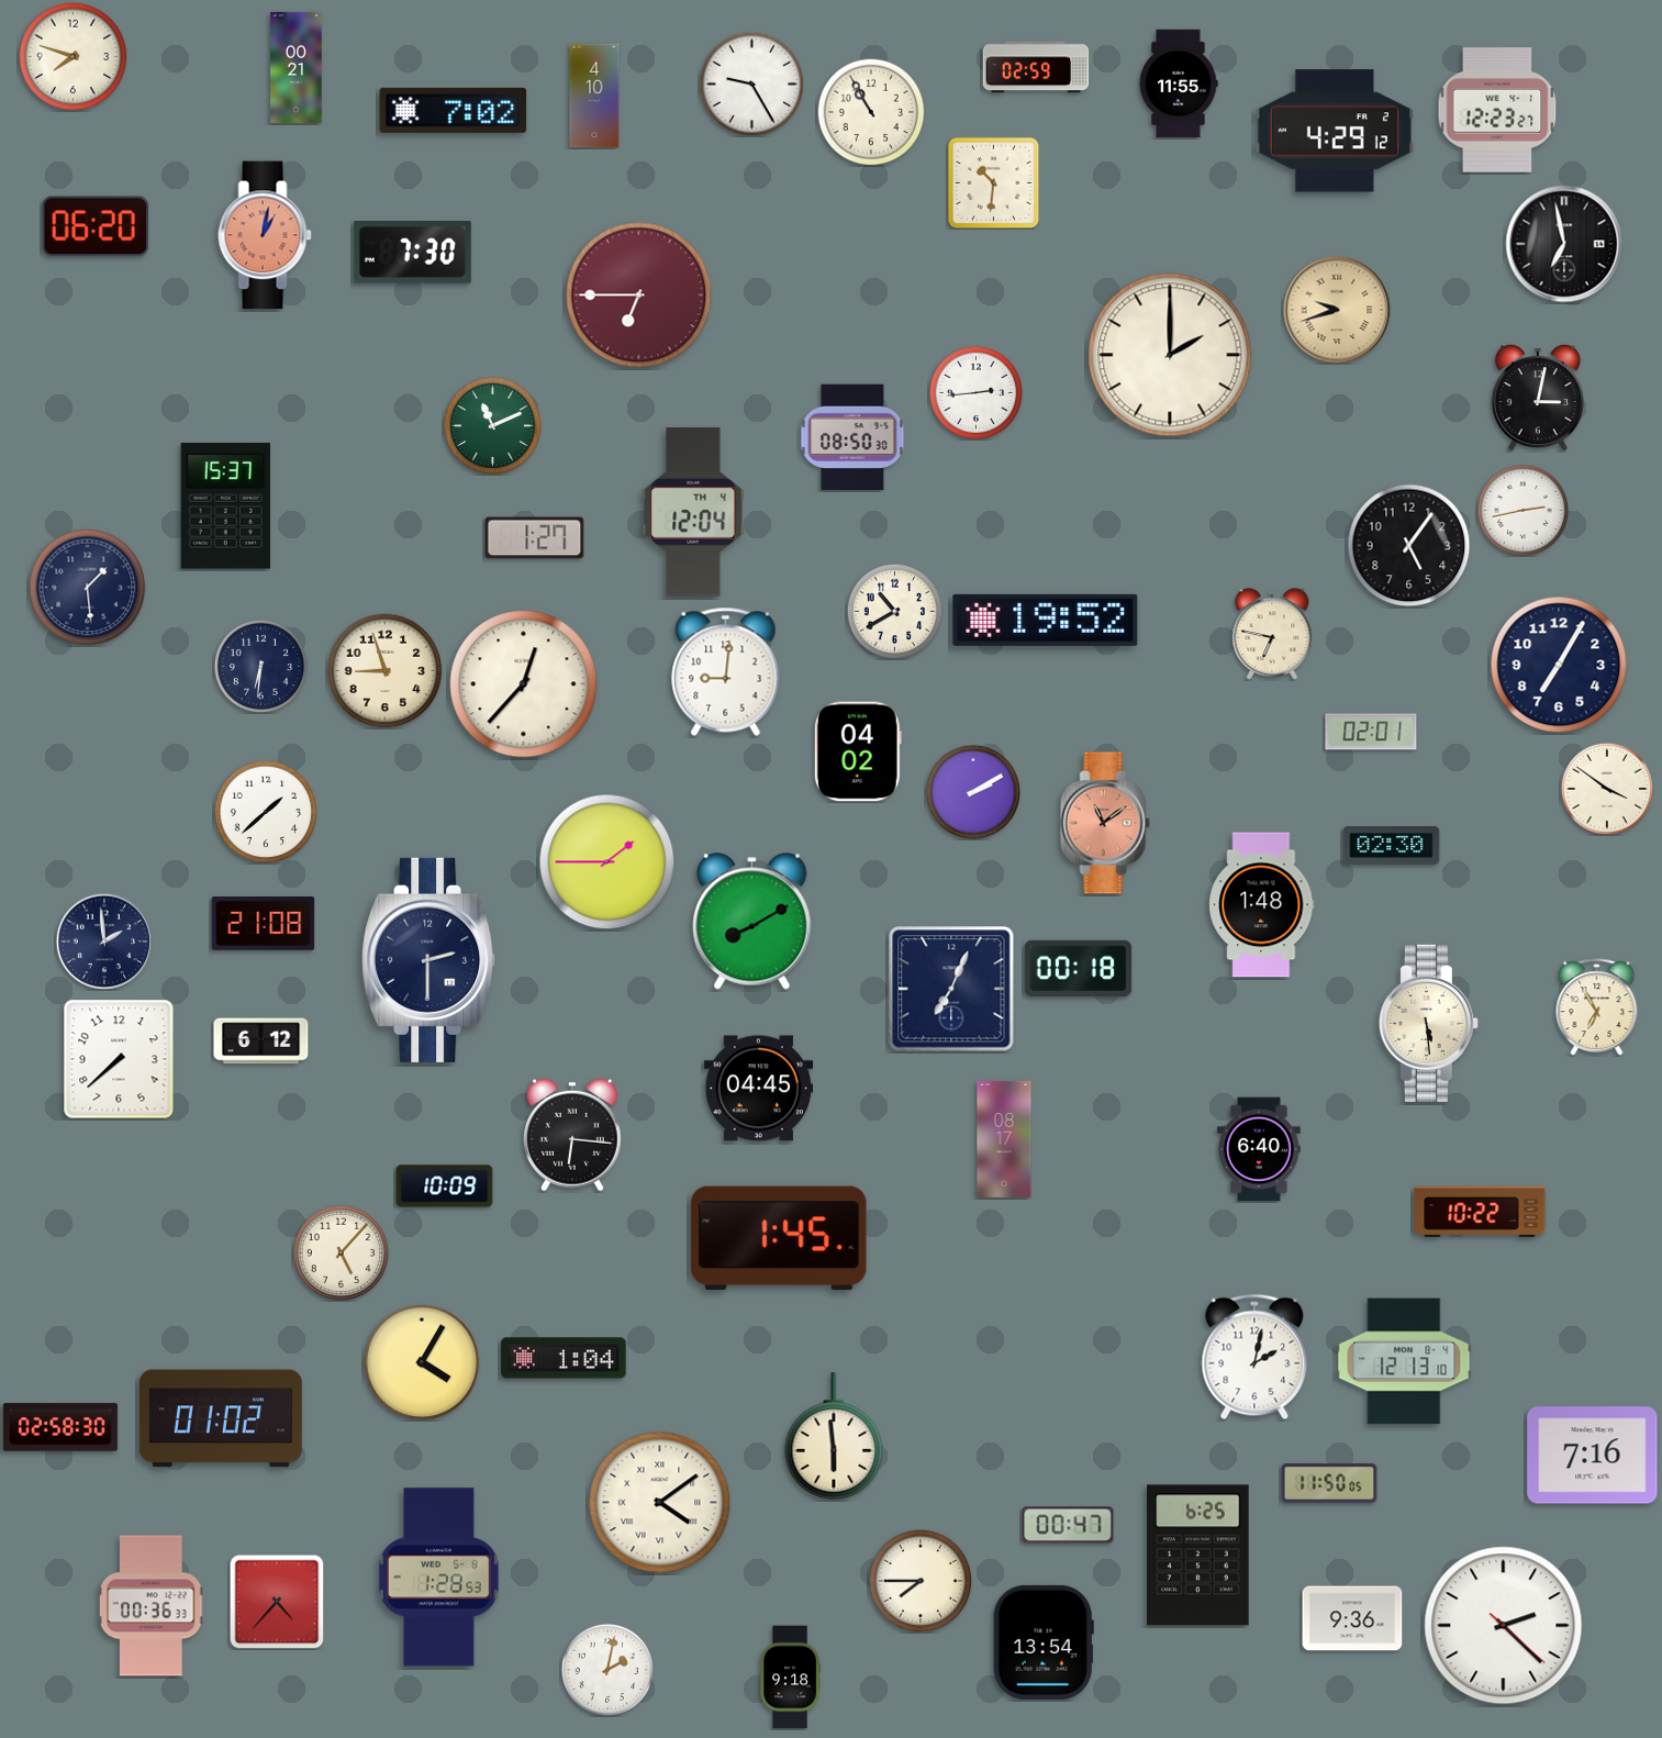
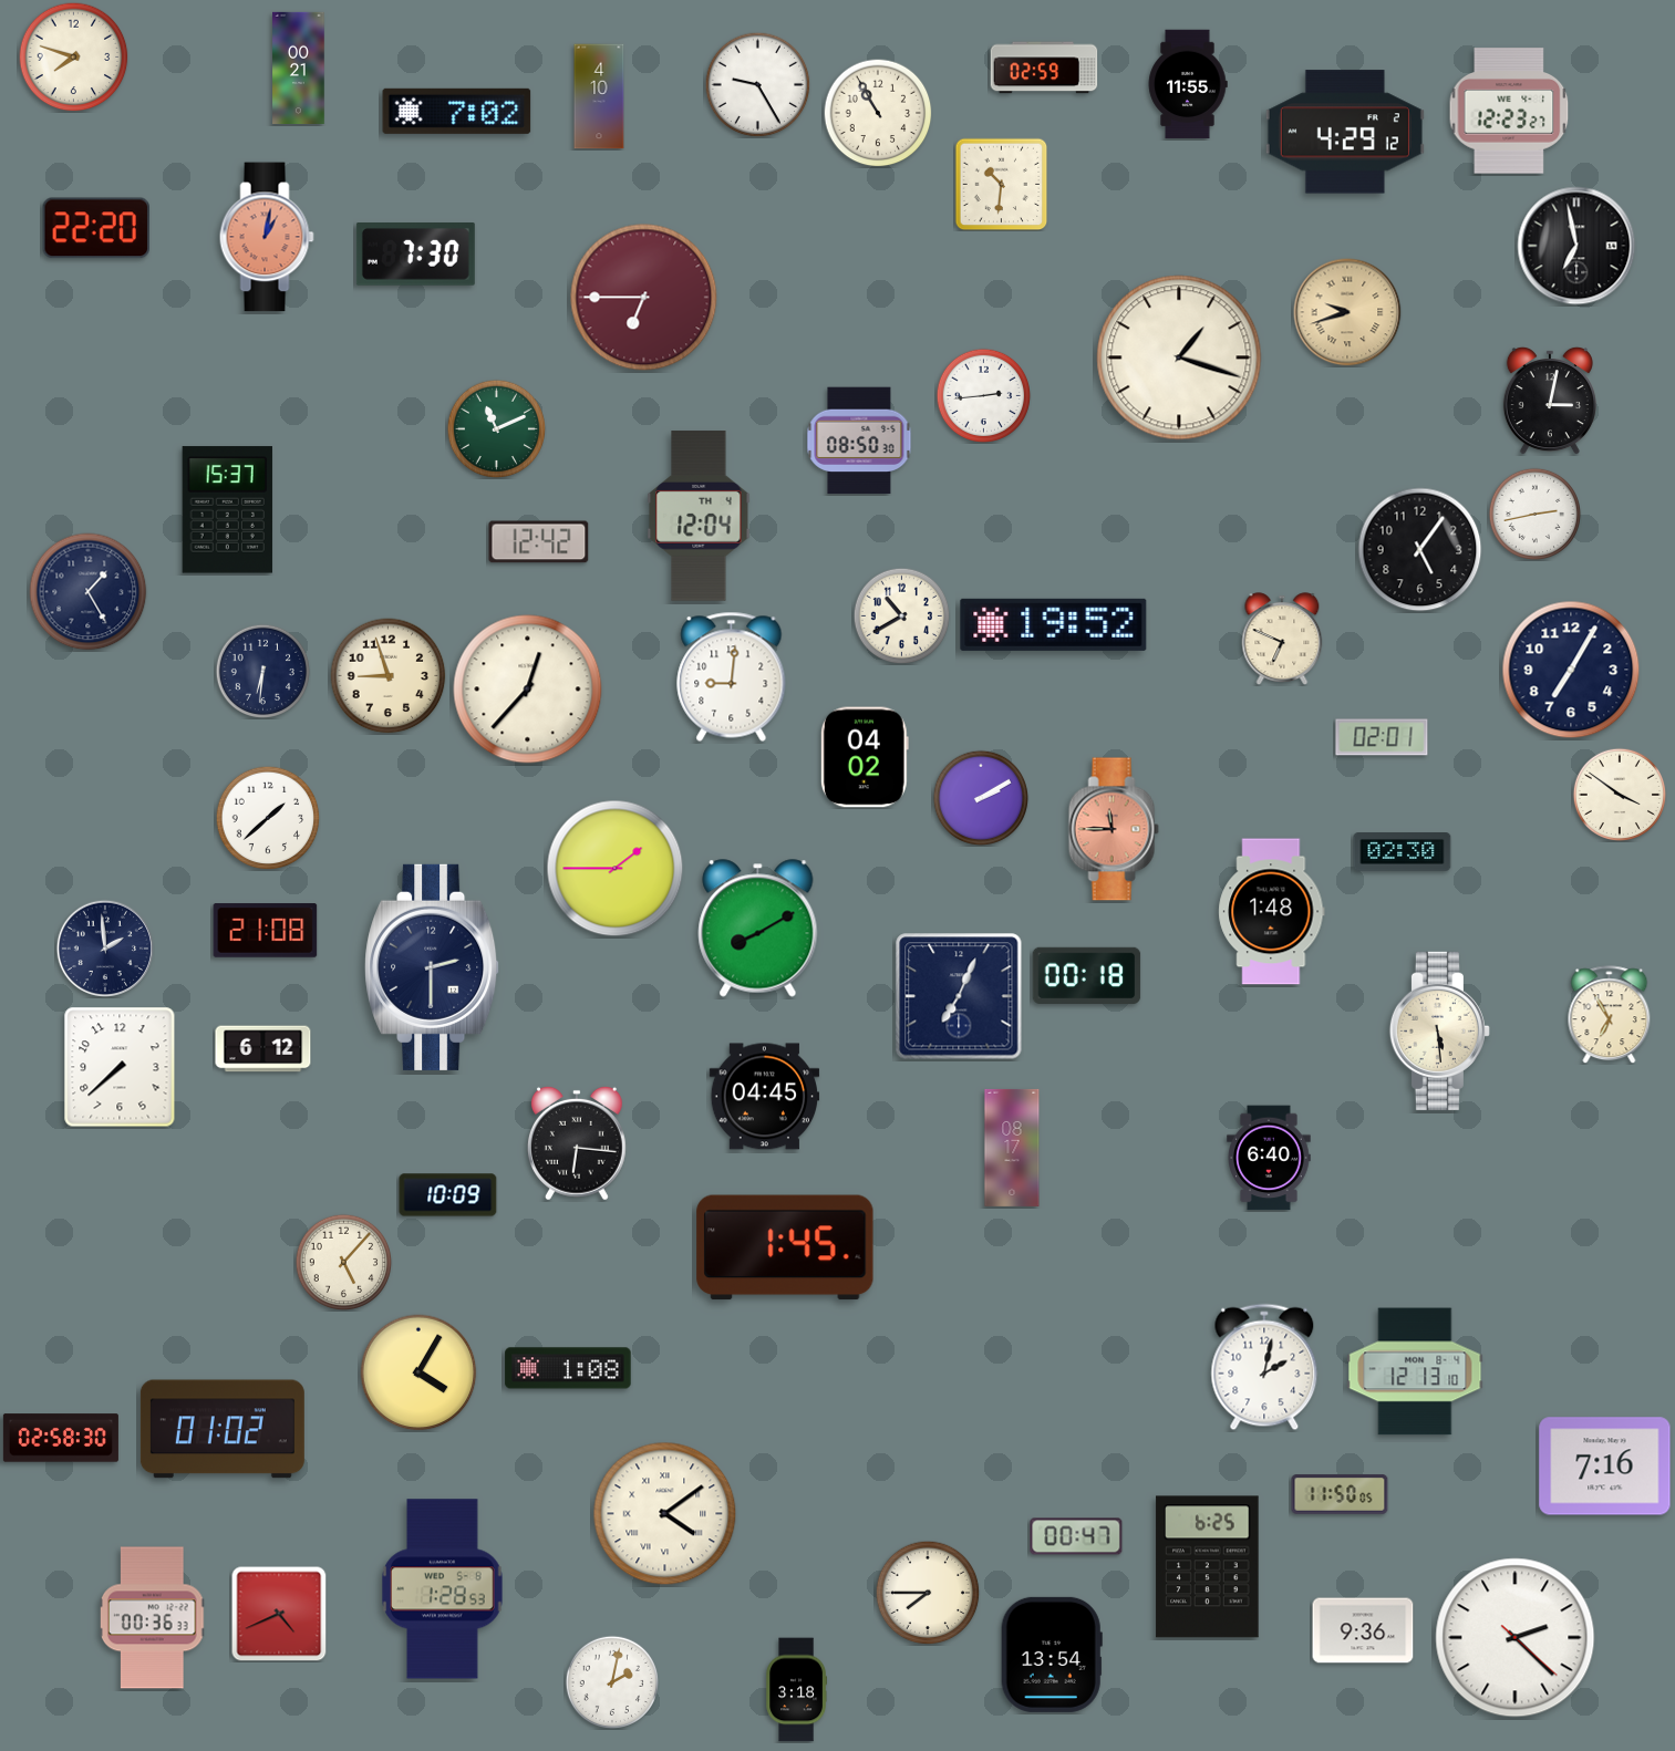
clock at (94, 226): 06:20 -> 22:20
clock at (1170, 355): 2:00 -> 1:18
clock at (535, 538): 1:27 -> 12:42
clock at (88, 588): 1:29 -> 1:25
clock at (1272, 634): 6:47 -> 6:49
clock at (1105, 823): 11:09 -> 11:45
clock at (607, 862) position: (607, 862) -> (616, 869)
clock at (1480, 1212): 10:22 -> none
clock at (564, 1358): 1:04 -> 1:08
clock at (422, 1362) position: (422, 1362) -> (418, 1372)
clock at (834, 1436): 5:59 -> none
clock at (277, 1602): 4:37 -> 4:41
clock at (790, 1678): 9:18 -> 3:18
